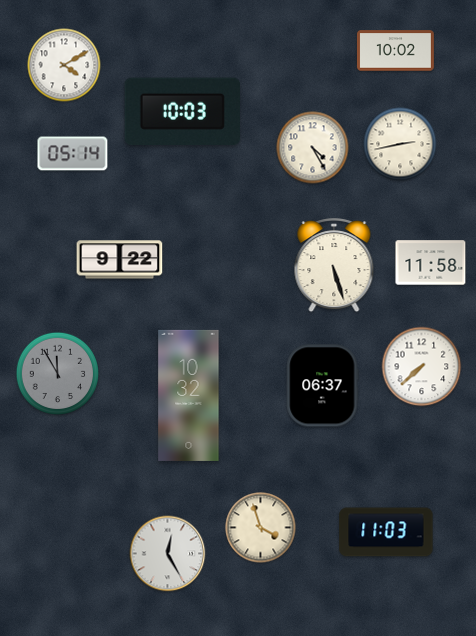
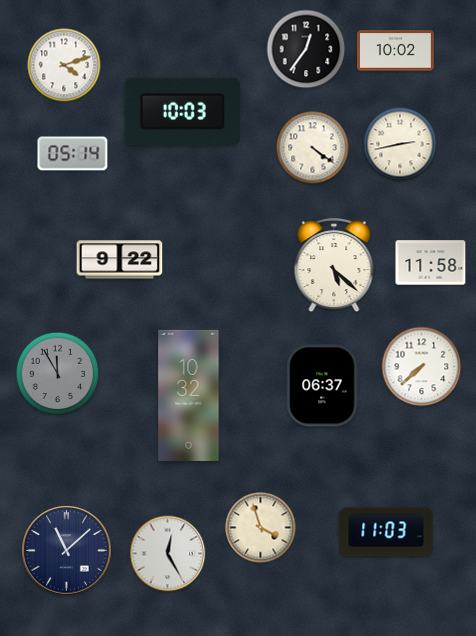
clock at (306, 49): none -> 12:36
clock at (64, 65): 4:10 -> 4:12
clock at (313, 148): 4:25 -> 4:21
clock at (334, 266): 5:27 -> 5:22
clock at (67, 551): none -> 11:08
